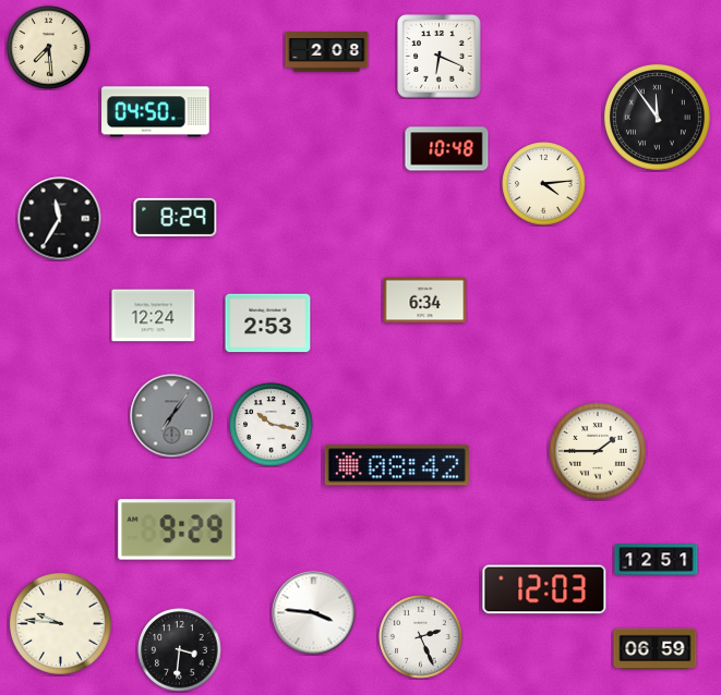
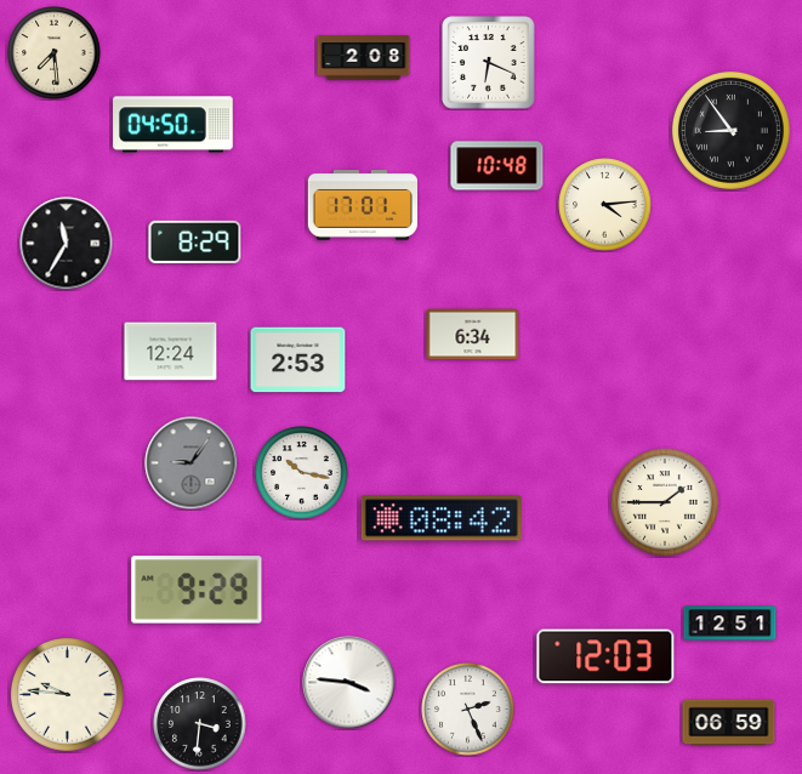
clock at (657, 117): 11:54 -> 8:54
clock at (362, 206): none -> 17:01
clock at (172, 416): 7:06 -> 9:06
